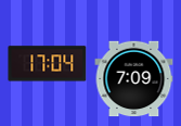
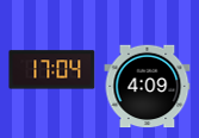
clock at (134, 79): 7:09 -> 4:09
